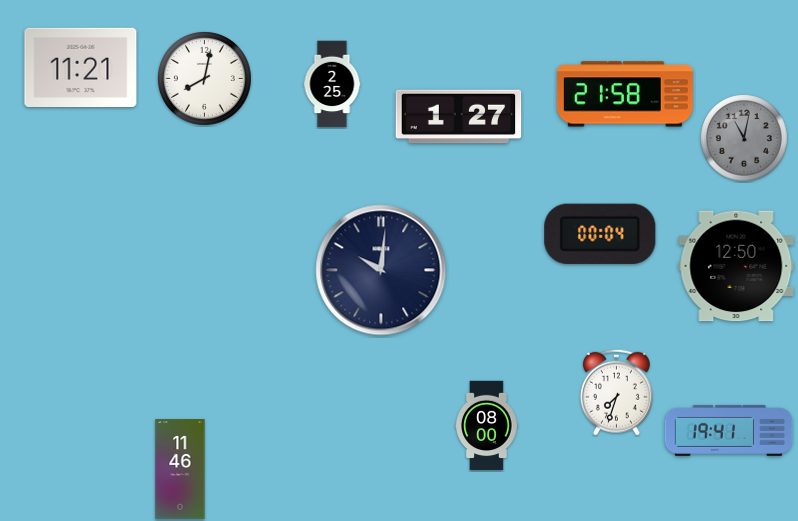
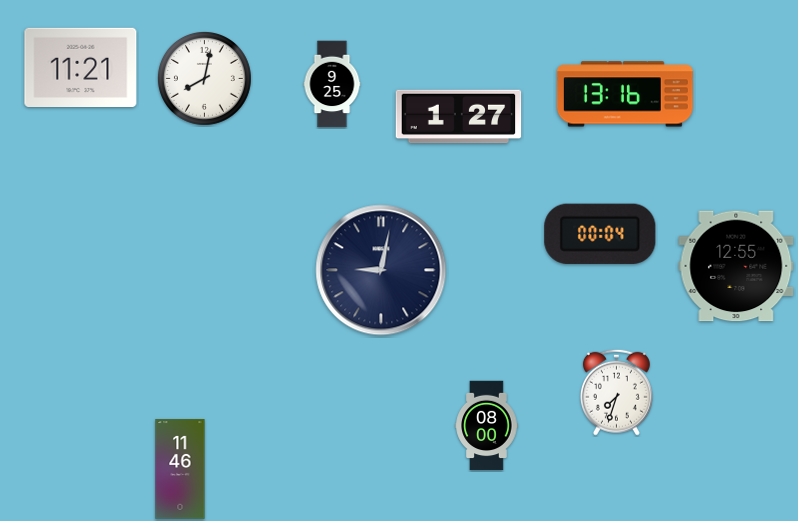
clock at (332, 84): 2:25 -> 9:25
clock at (625, 94): 21:58 -> 13:16
clock at (745, 139): 11:02 -> none
clock at (736, 266): 12:50 -> 12:55
clock at (381, 270): 10:01 -> 9:02
clock at (729, 430): 19:41 -> none
